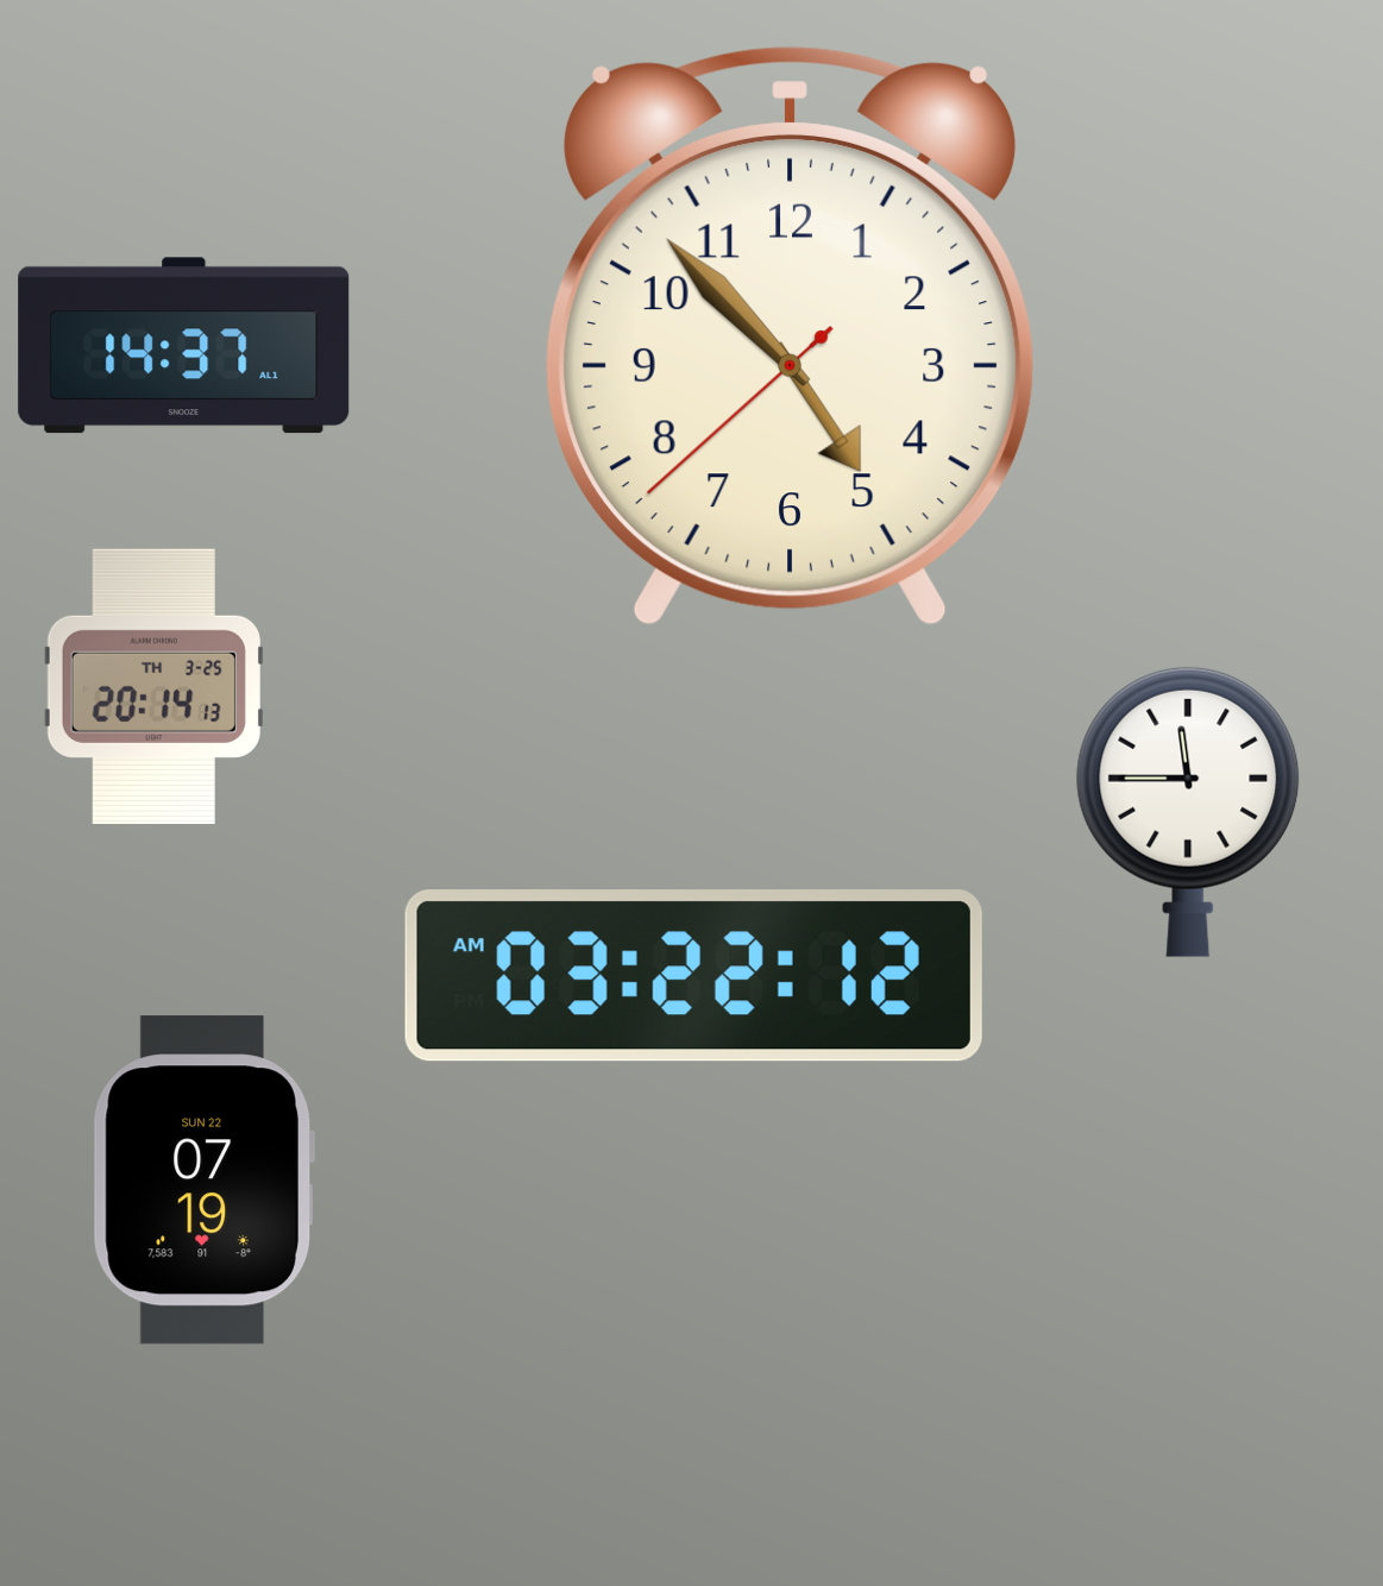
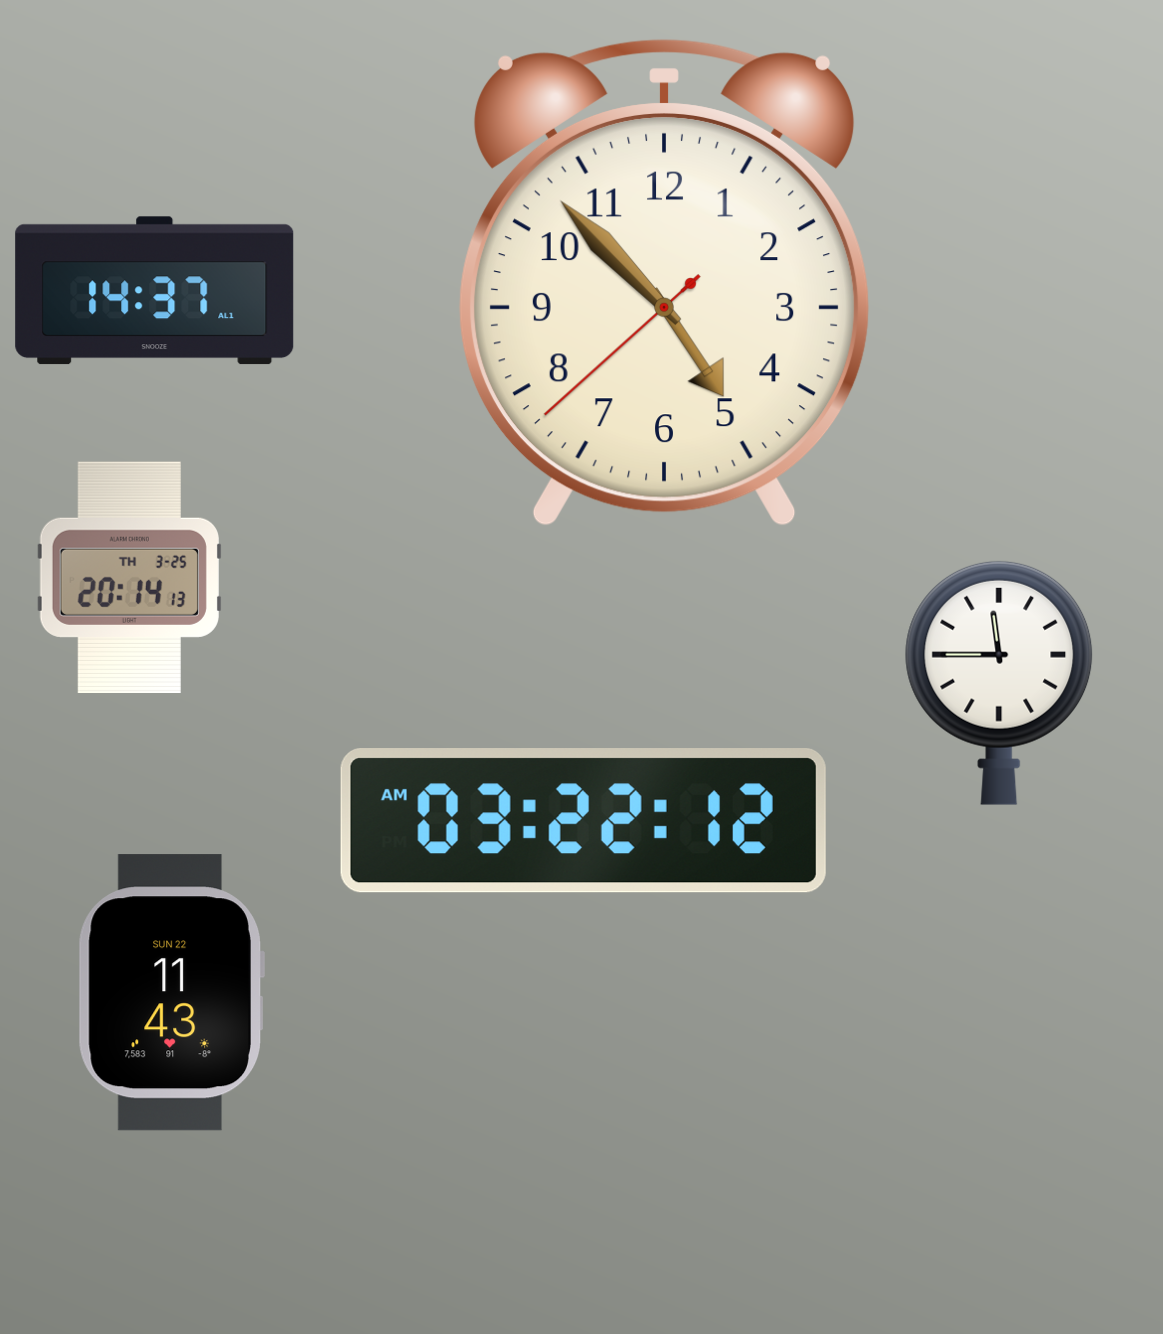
clock at (203, 1181): 07:19 -> 11:43
